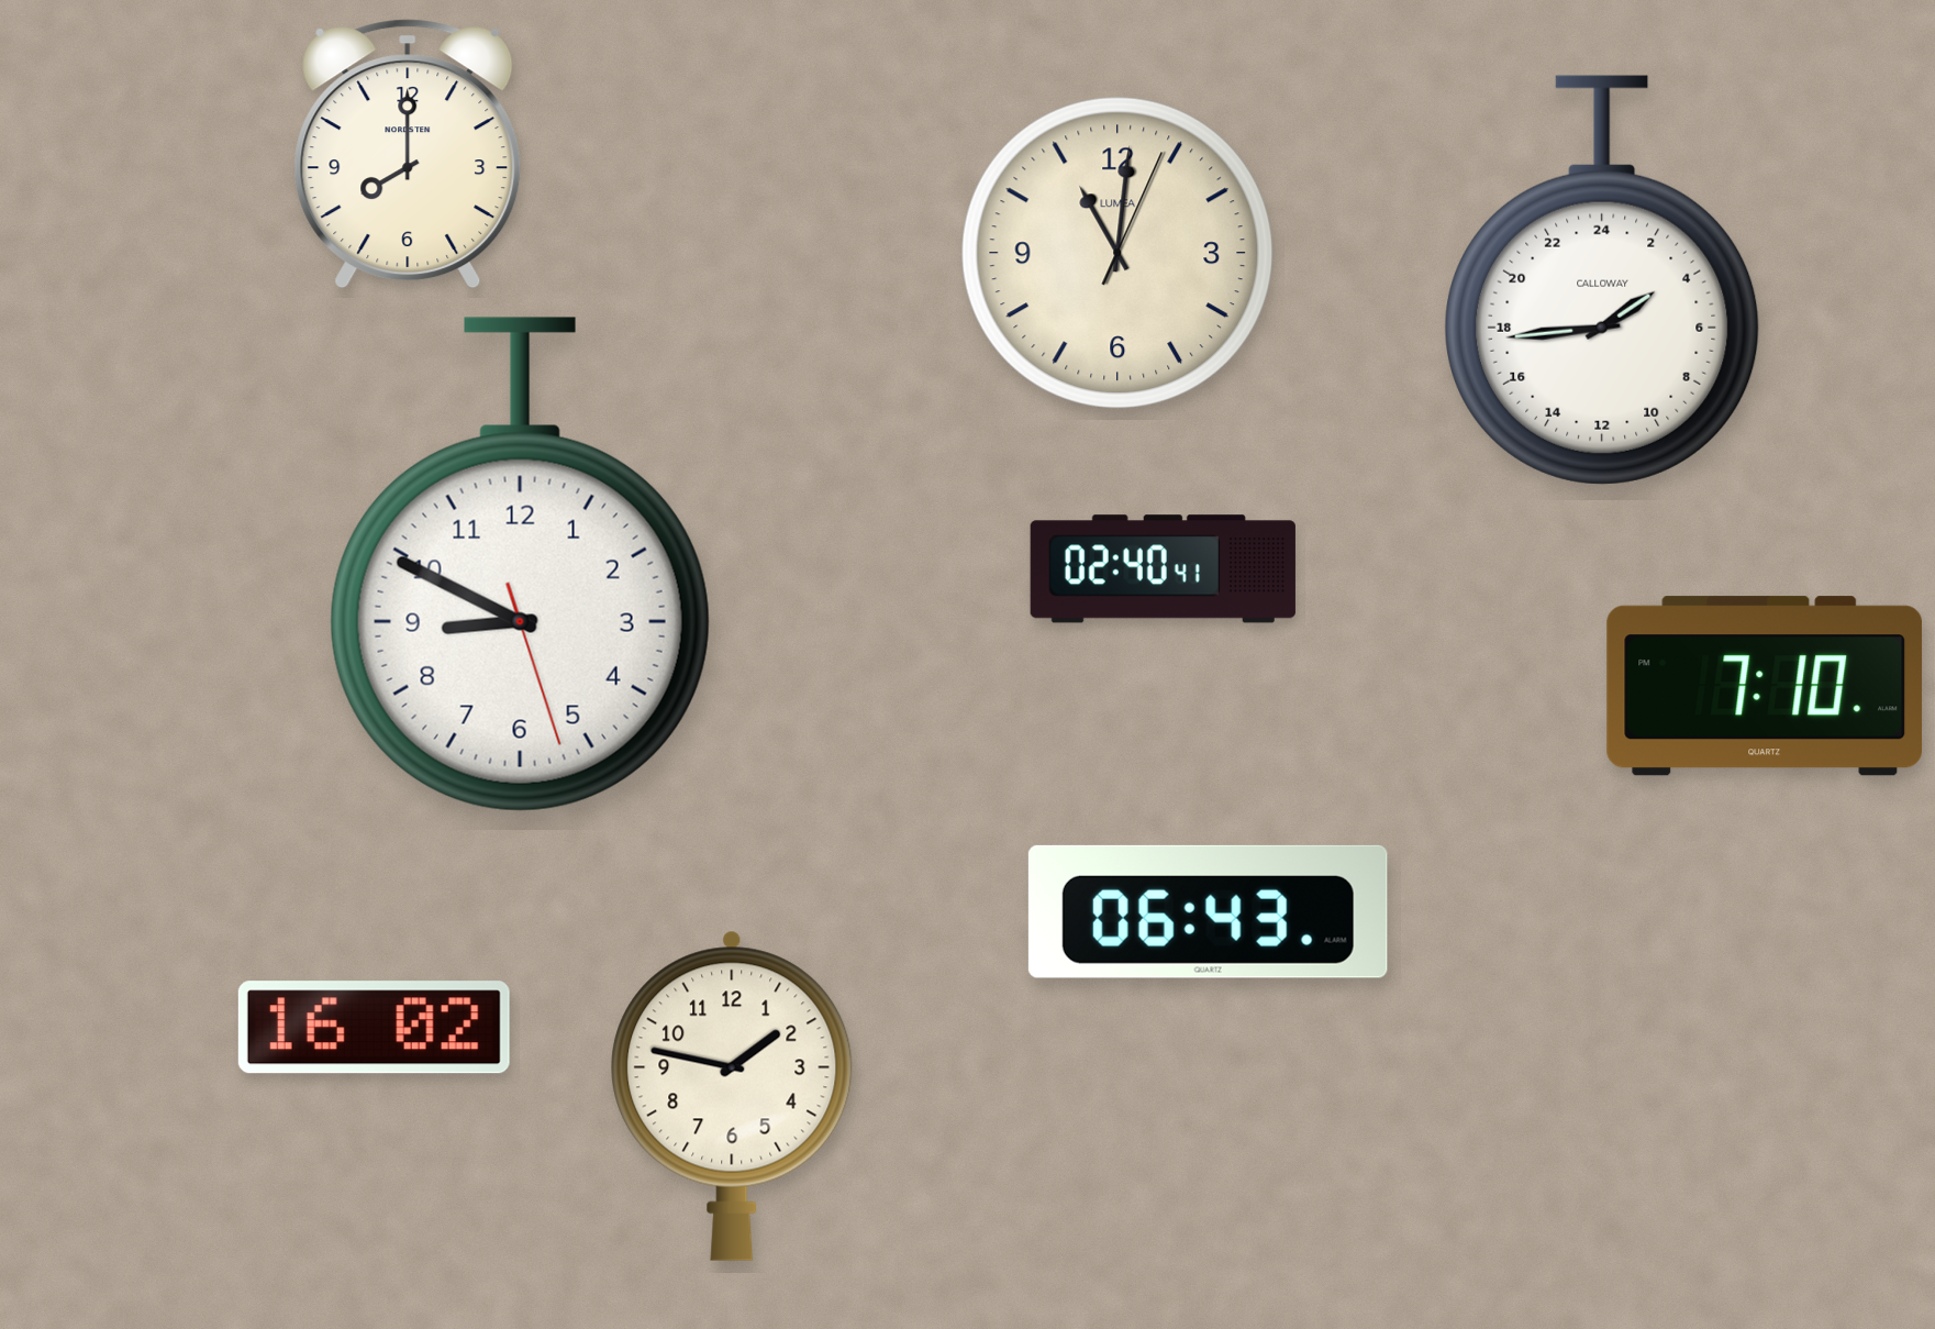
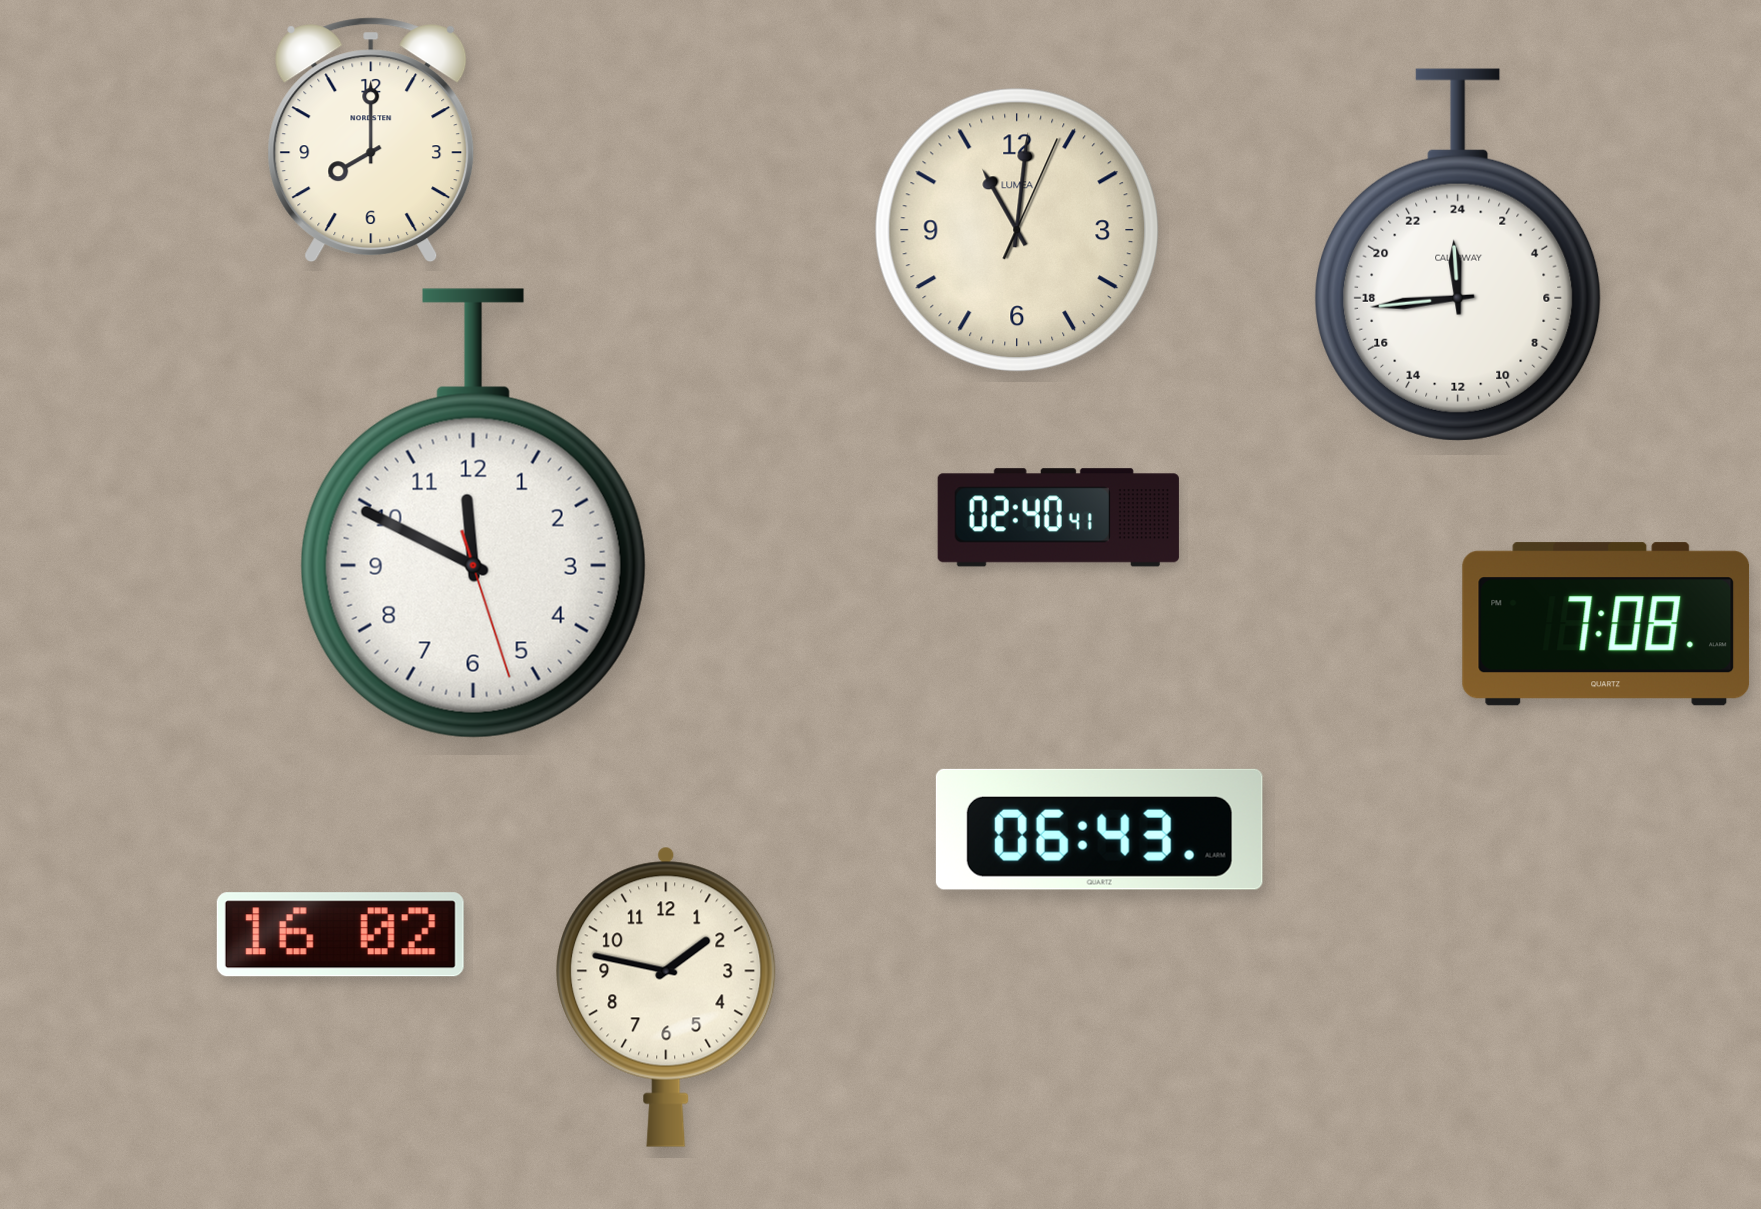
clock at (1602, 280): 3:44 -> 23:44
clock at (520, 565): 8:49 -> 11:49
clock at (1765, 686): 7:10 -> 7:08
